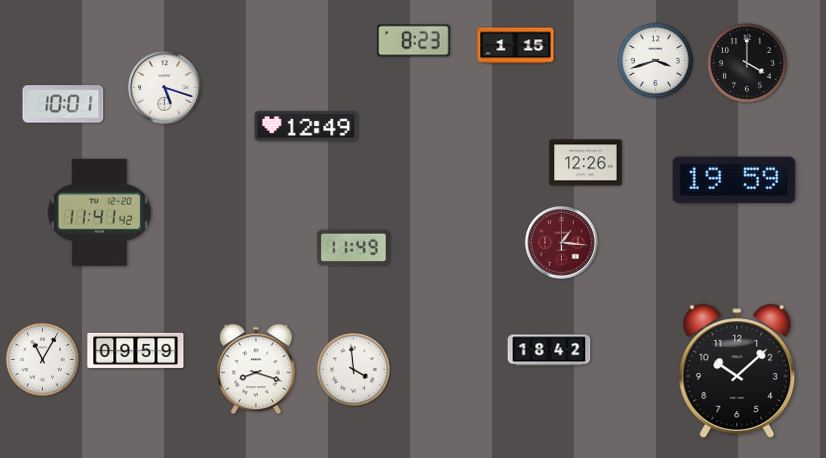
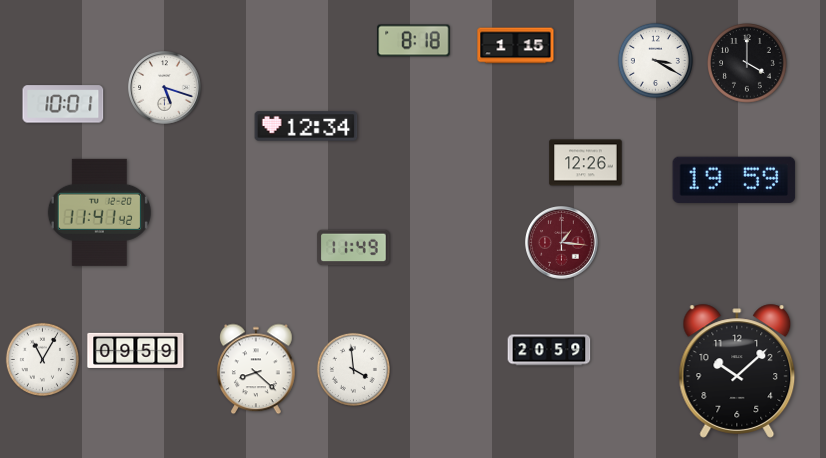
clock at (414, 41): 8:23 -> 8:18
clock at (655, 60): 3:42 -> 3:20
clock at (306, 126): 12:49 -> 12:34
clock at (549, 350): 18:42 -> 20:59
clock at (256, 369): 8:18 -> 8:22
